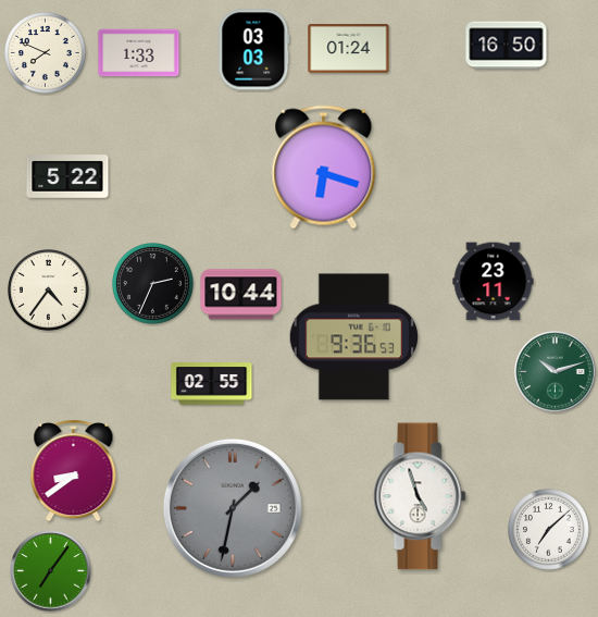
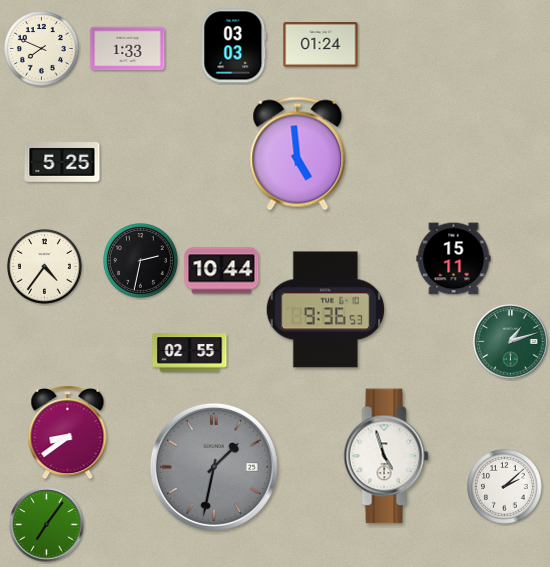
clock at (507, 46): 16:50 -> none
clock at (324, 168): 6:18 -> 4:59
clock at (67, 177): 5:22 -> 5:25
clock at (494, 282): 23:11 -> 15:11
clock at (153, 284): 2:34 -> 2:32
clock at (556, 372): 10:12 -> 1:12
clock at (212, 384) position: (212, 384) -> (190, 353)
clock at (549, 530): 7:08 -> 2:08
